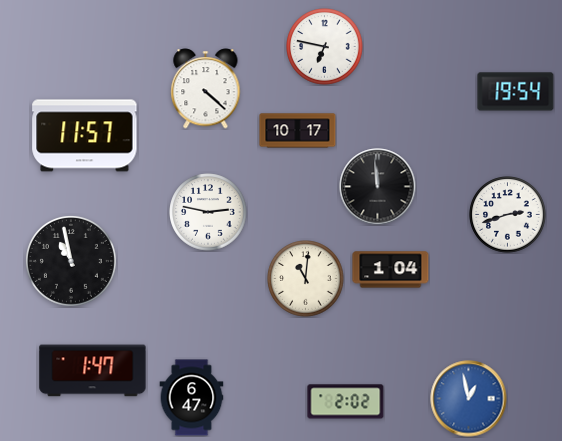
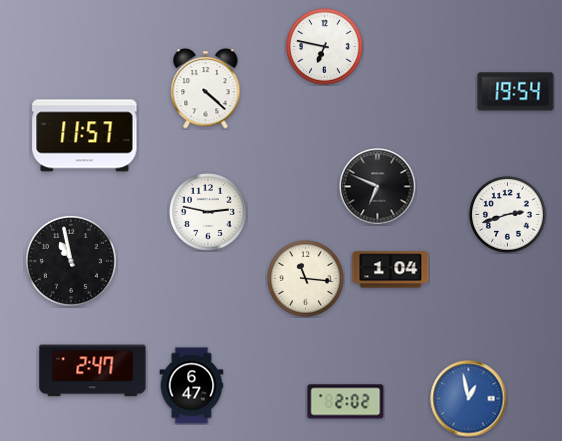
clock at (298, 131): 10:17 -> none
clock at (378, 187): 11:59 -> 6:49
clock at (306, 279): 11:01 -> 11:16
clock at (93, 371): 1:47 -> 2:47
clock at (192, 398) position: (192, 398) -> (192, 386)
